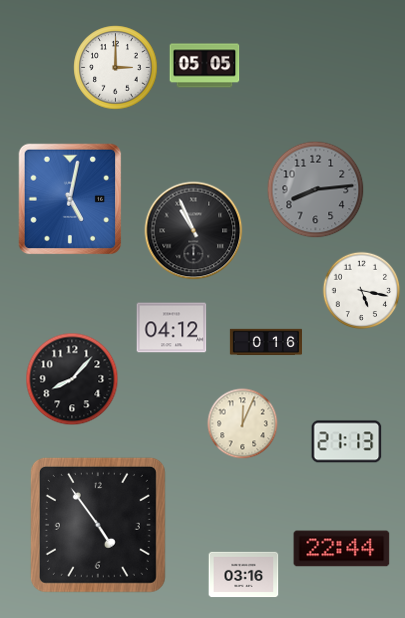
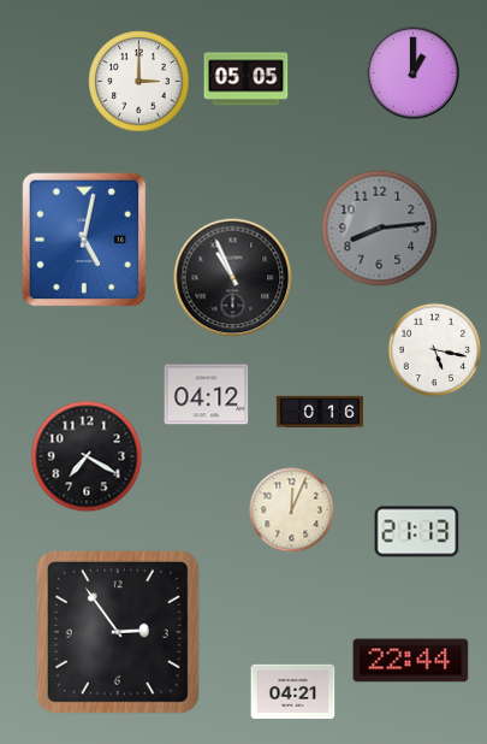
clock at (412, 72): none -> 1:00
clock at (72, 379): 8:07 -> 7:20
clock at (98, 525): 4:54 -> 2:54
clock at (244, 575): 03:16 -> 04:21
